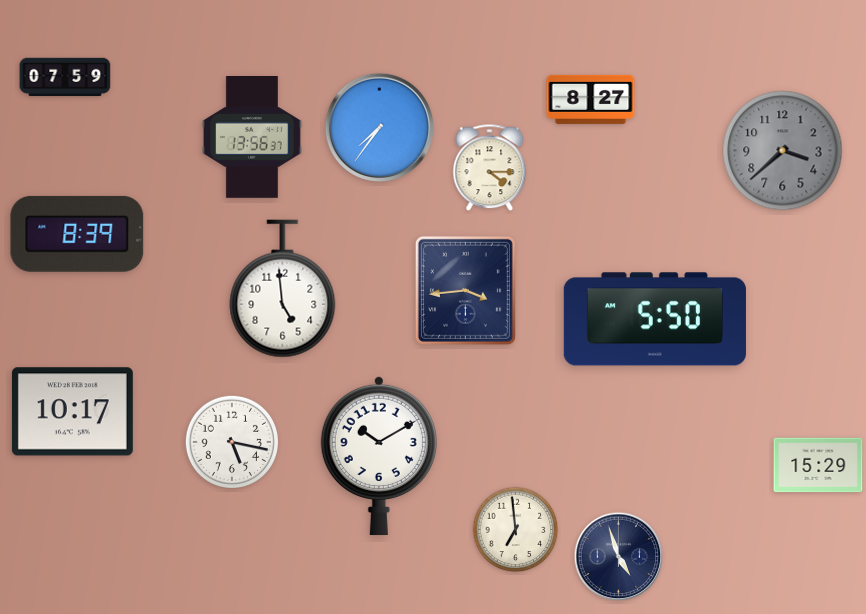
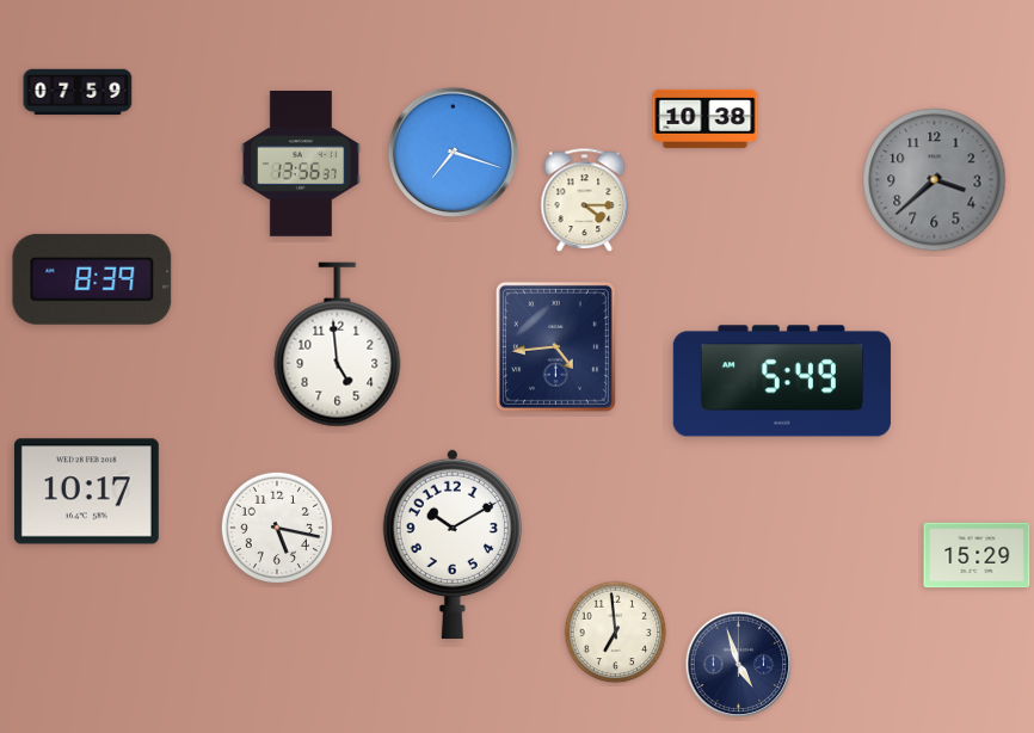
clock at (591, 99): 8:27 -> 10:38
clock at (379, 127): 7:36 -> 7:18
clock at (465, 290): 3:44 -> 4:44
clock at (655, 319): 5:50 -> 5:49
